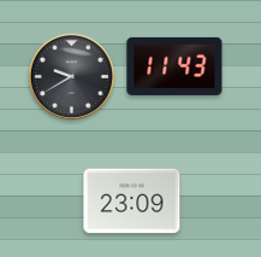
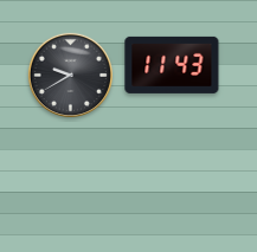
clock at (132, 201): 23:09 -> none
